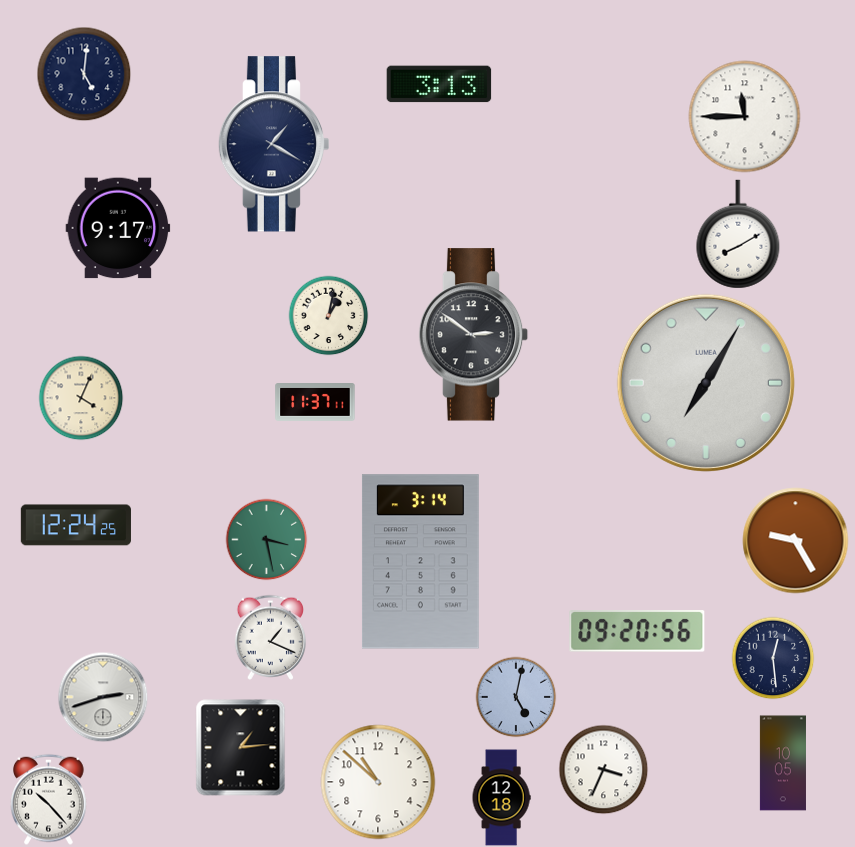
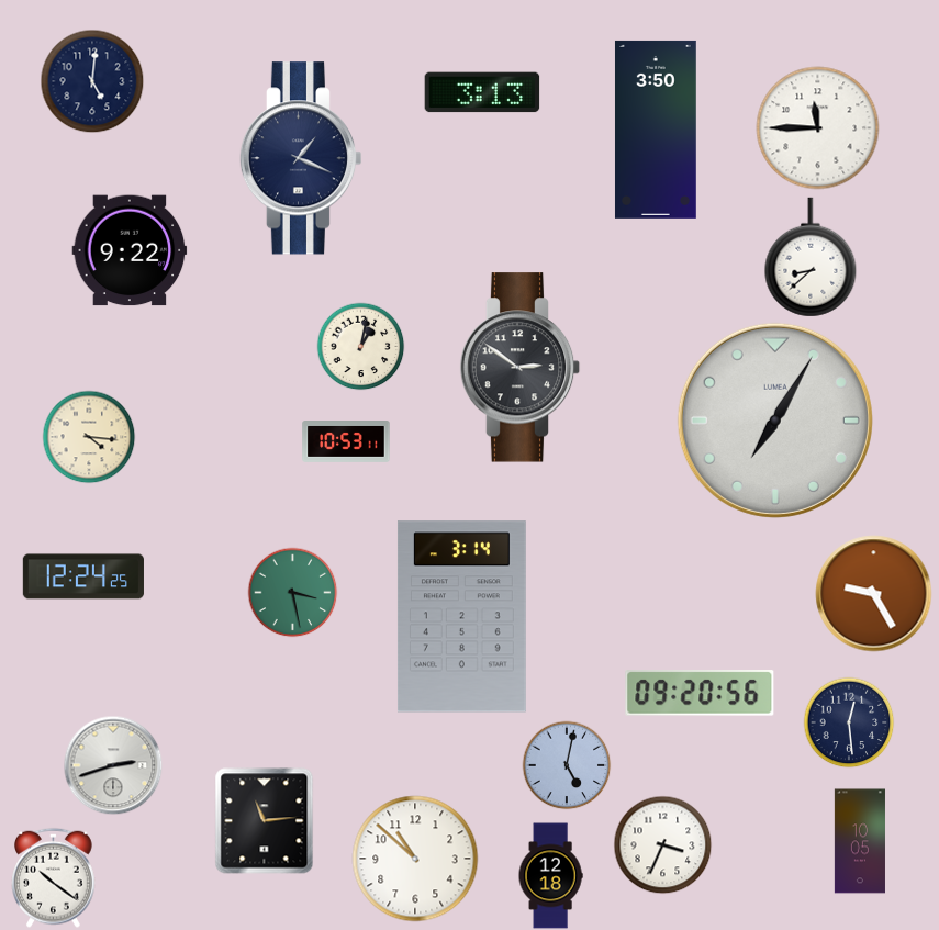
clock at (656, 130): none -> 3:50
clock at (274, 144): 1:20 -> 1:19
clock at (118, 228): 9:17 -> 9:22
clock at (738, 234): 8:10 -> 8:38
clock at (81, 398): 4:04 -> 4:16
clock at (315, 403): 11:37 -> 10:53
clock at (271, 637): 1:19 -> none
clock at (241, 748): 1:14 -> 11:14
clock at (783, 763) position: (783, 763) -> (860, 841)
clock at (49, 799): 10:23 -> 10:21
